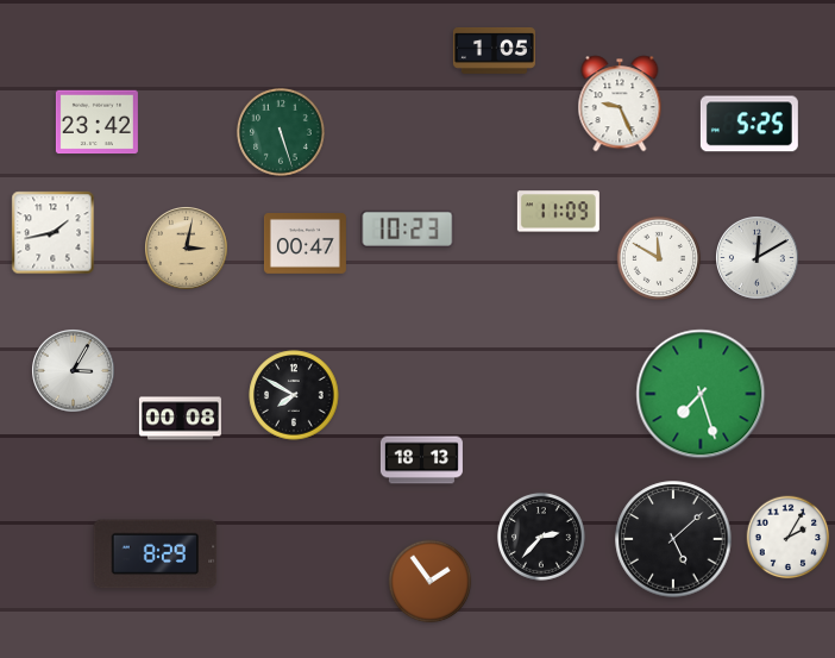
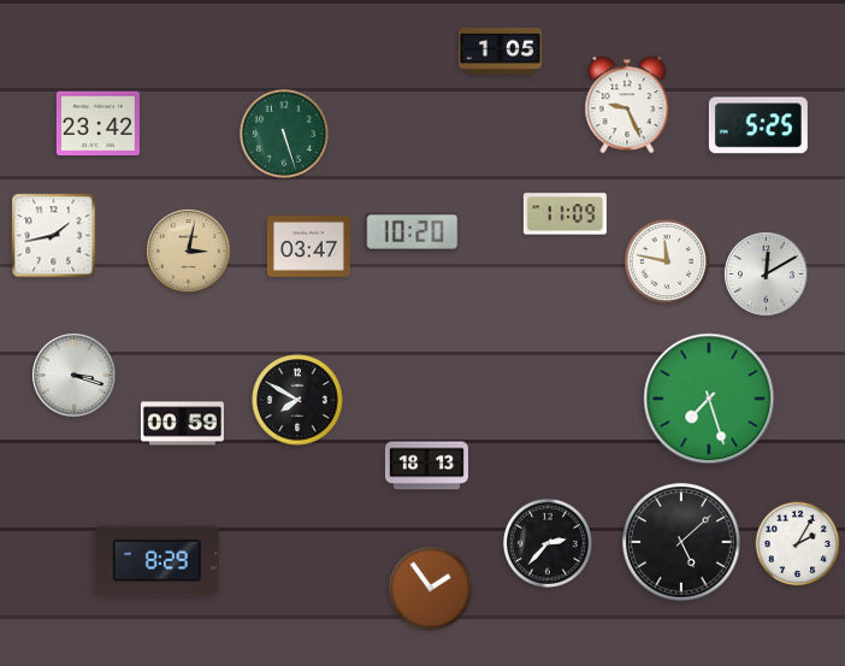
clock at (408, 228): 10:23 -> 10:20
clock at (305, 244): 00:47 -> 03:47
clock at (659, 258): 11:50 -> 11:47
clock at (758, 258) position: (758, 258) -> (767, 275)
clock at (74, 371): 3:05 -> 3:18
clock at (180, 419): 00:08 -> 00:59
clock at (673, 539) position: (673, 539) -> (681, 542)
clock at (431, 582) position: (431, 582) -> (431, 589)
